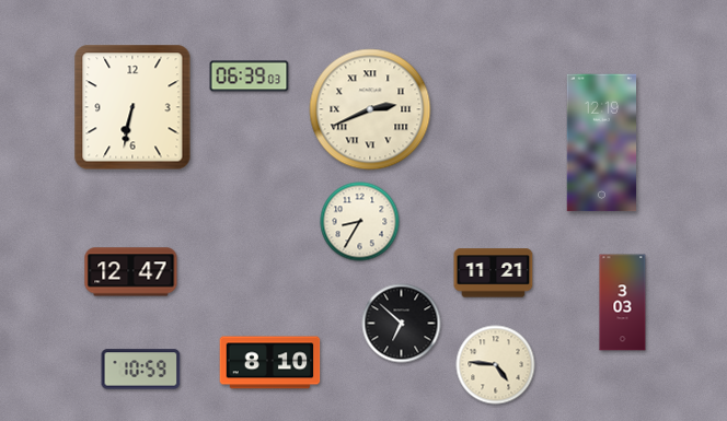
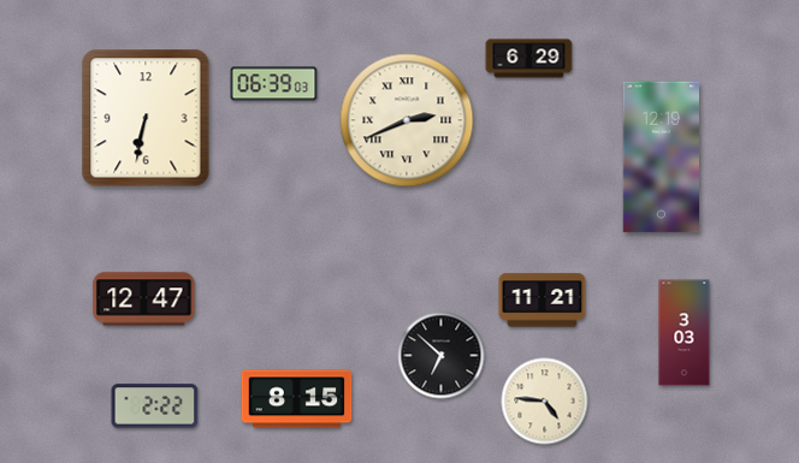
clock at (529, 59): none -> 6:29
clock at (360, 222): 8:35 -> none
clock at (270, 363): 8:10 -> 8:15
clock at (141, 370): 10:59 -> 2:22
